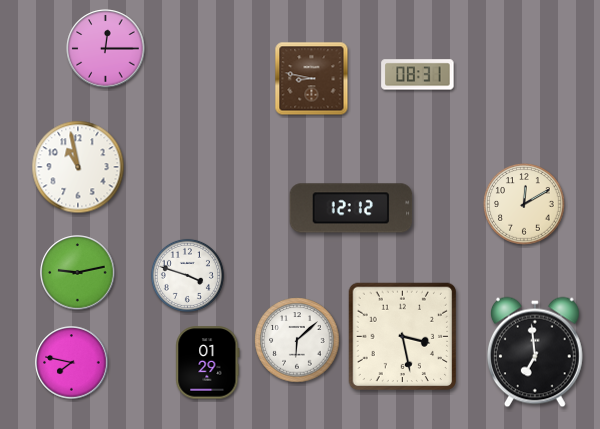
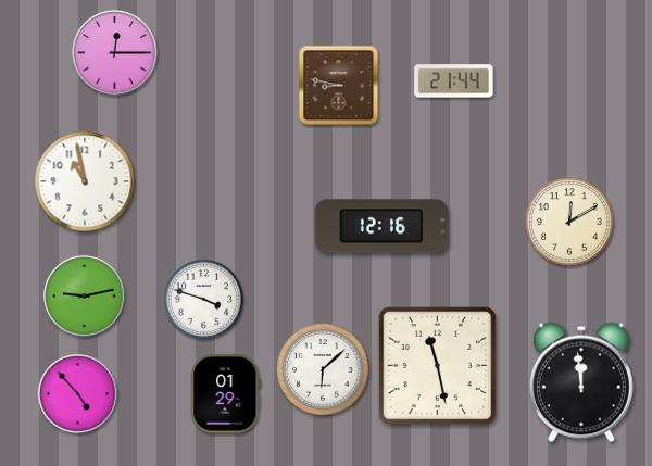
clock at (418, 75): 08:31 -> 21:44
clock at (351, 208): 12:12 -> 12:16
clock at (403, 337): 3:28 -> 11:28
clock at (535, 352): 6:59 -> 11:59
clock at (72, 363): 7:47 -> 4:53
